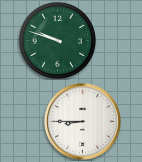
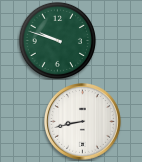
clock at (83, 122): 8:45 -> 8:43
